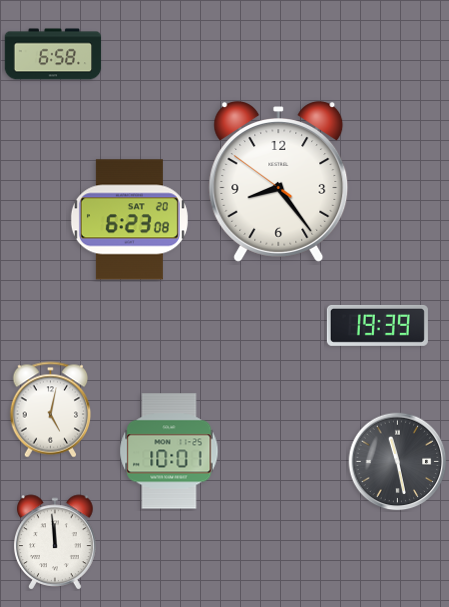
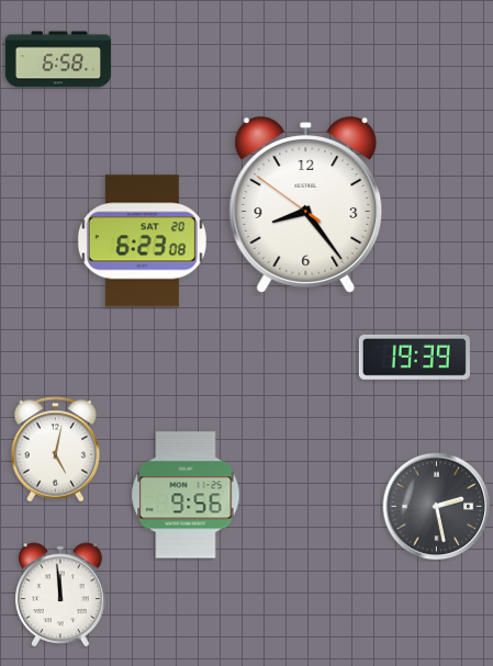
clock at (279, 182) position: (279, 182) -> (306, 205)
clock at (169, 451): 10:01 -> 9:56
clock at (398, 462): 11:28 -> 2:28
